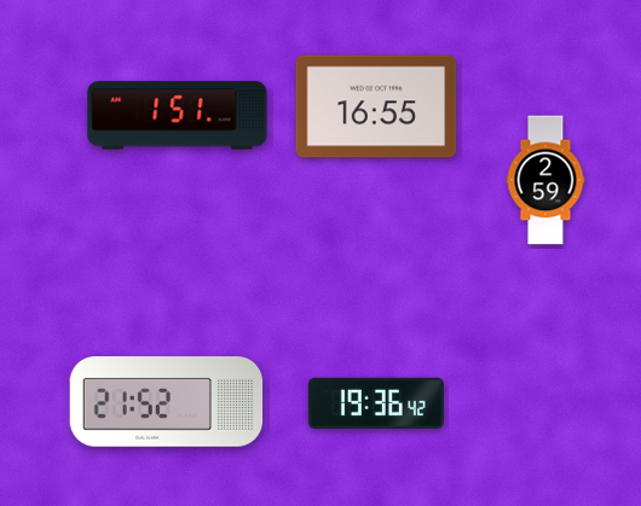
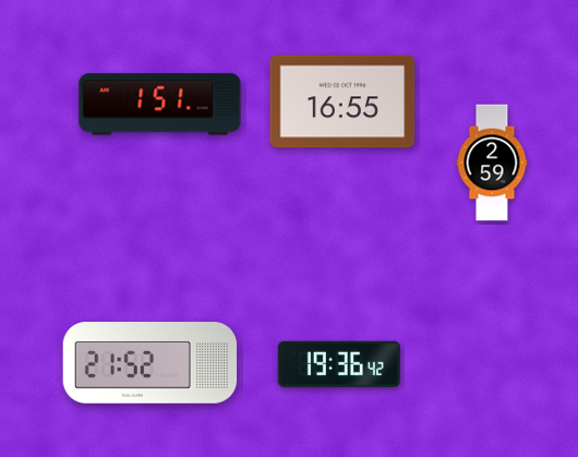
clock at (376, 106) position: (376, 106) -> (342, 101)
